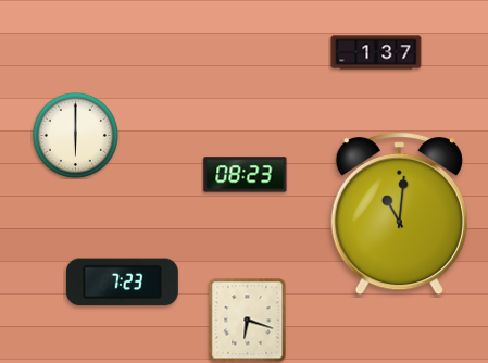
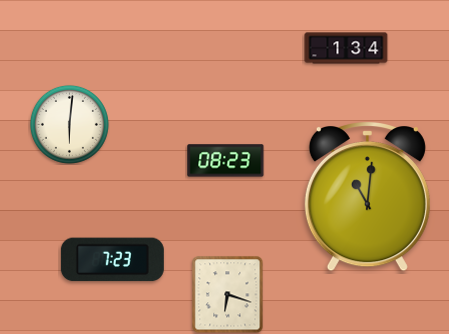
clock at (376, 52): 1:37 -> 1:34
clock at (75, 135): 6:00 -> 6:01
